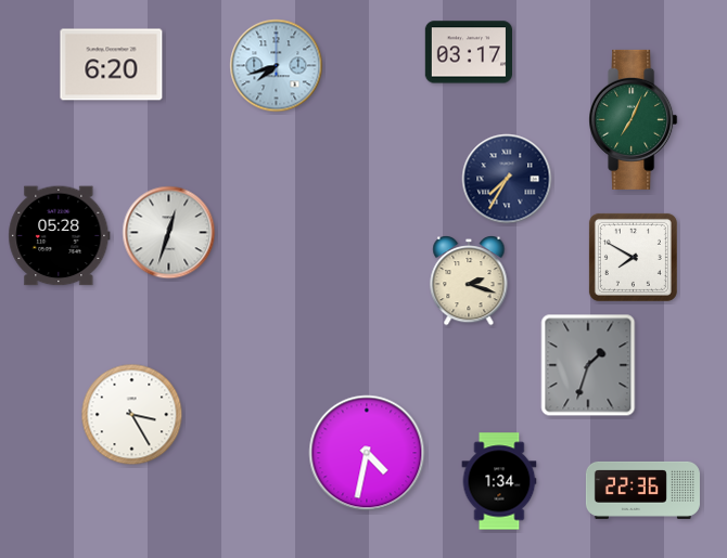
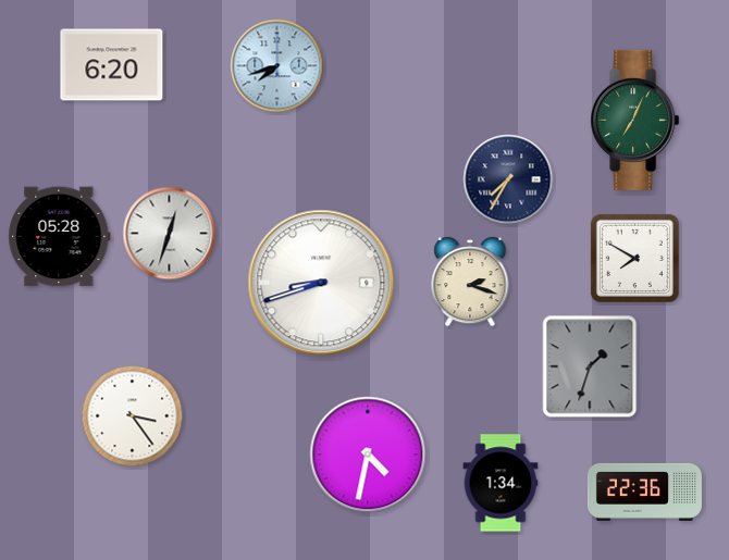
clock at (468, 52): 03:17 -> none
clock at (321, 283): none -> 8:42
clock at (132, 415): 3:25 -> 3:24
